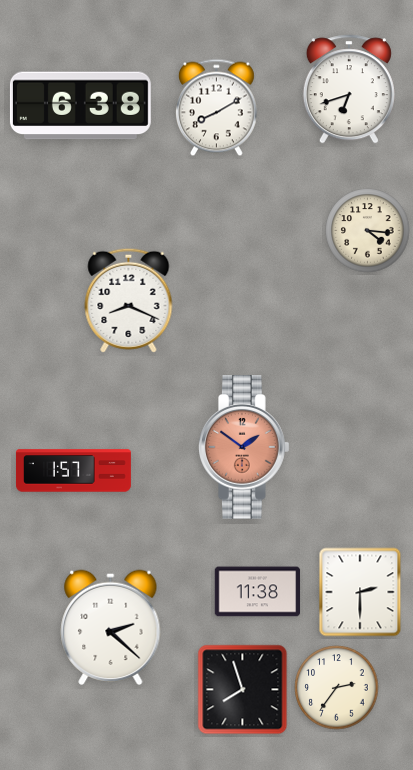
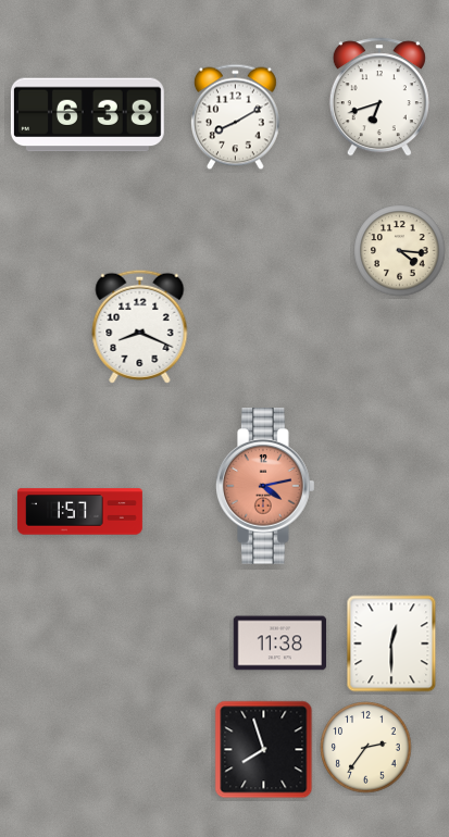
clock at (245, 447): 1:51 -> 4:13
clock at (360, 592): 2:30 -> 12:30
clock at (111, 627): 2:22 -> none
